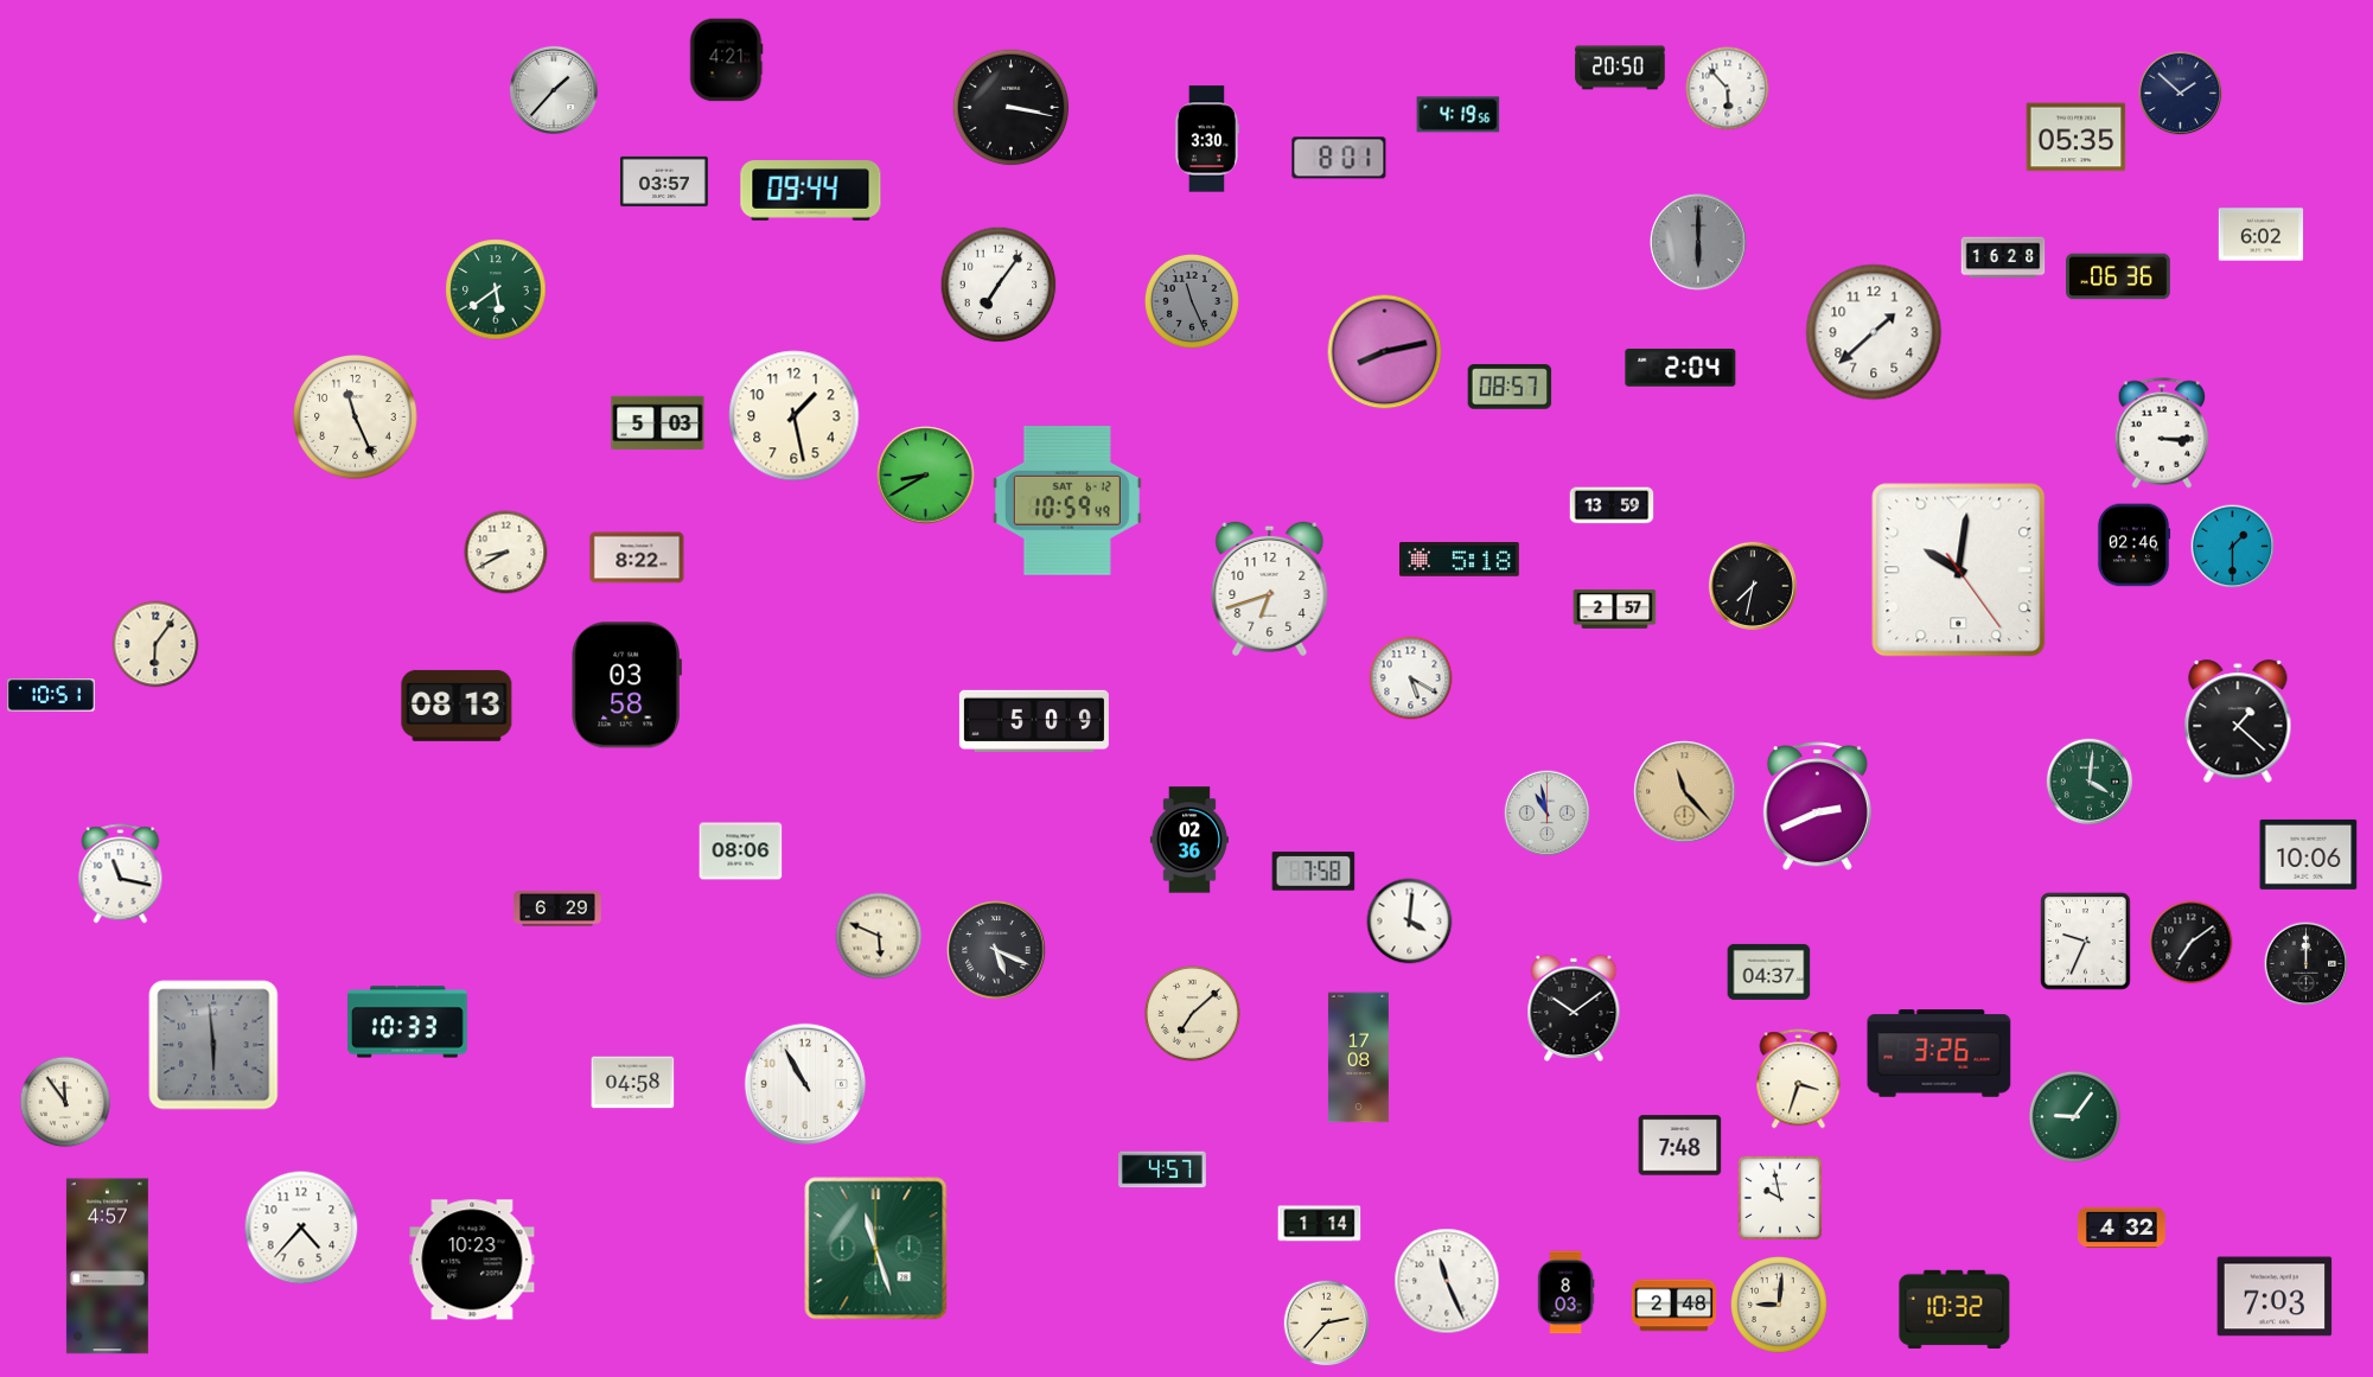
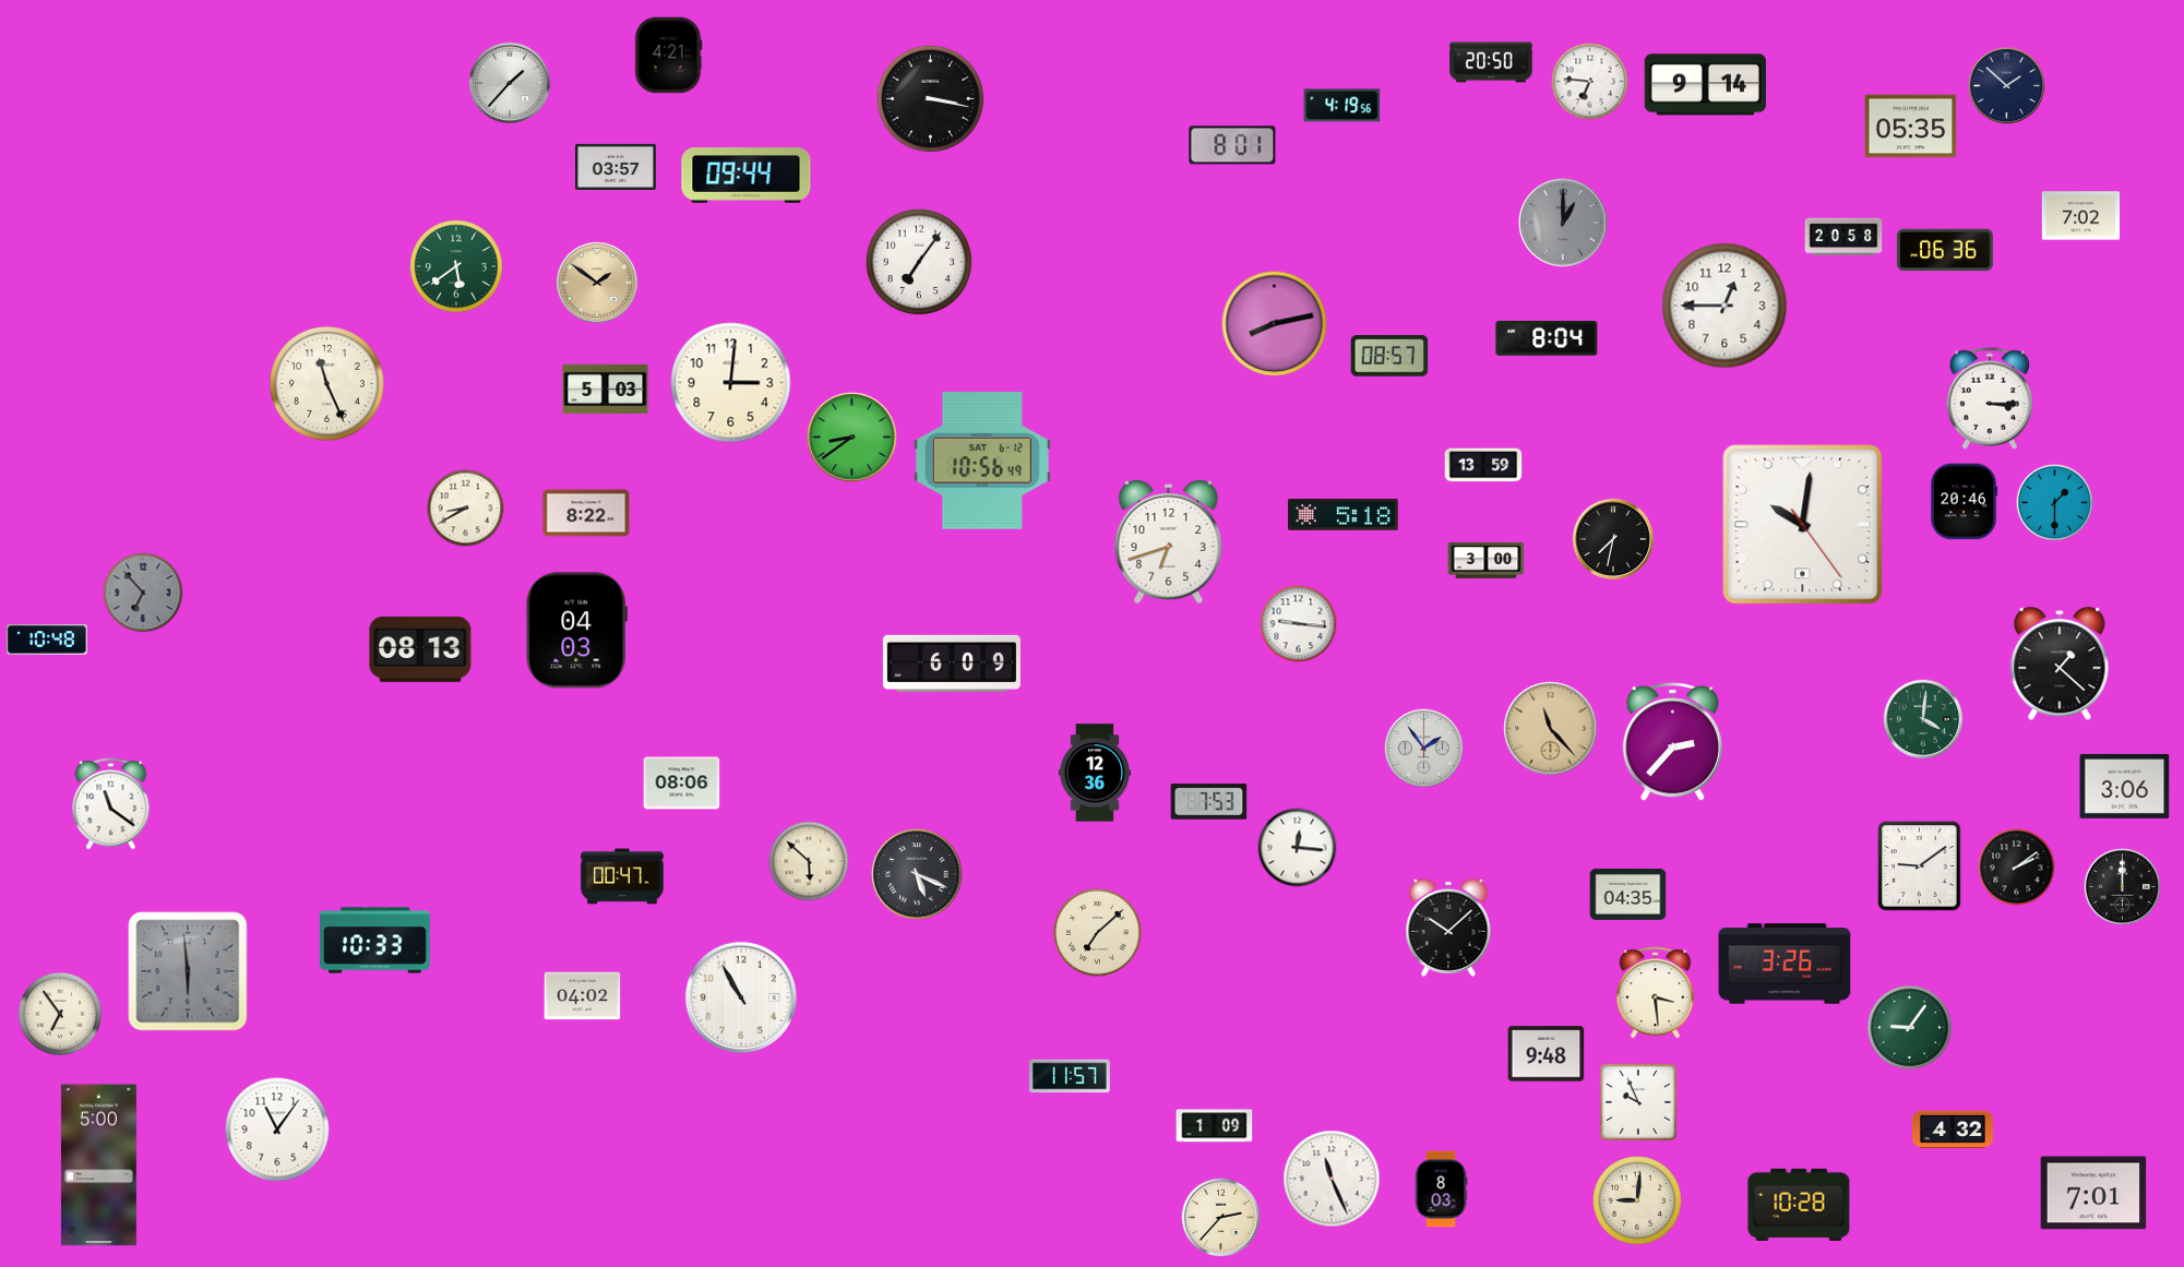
clock at (1728, 89): 5:53 -> 6:46
clock at (1705, 85): none -> 9:14
clock at (1207, 139): 3:30 -> none
clock at (665, 181) position: (665, 181) -> (617, 167)
clock at (2262, 235): 6:02 -> 7:02
clock at (1698, 242): 6:00 -> 1:00
clock at (2003, 257): 16:28 -> 20:58
clock at (2118, 276) position: (2118, 276) -> (1945, 250)
clock at (1192, 301): 11:26 -> none
clock at (597, 283): none -> 1:51
clock at (1874, 332): 1:38 -> 12:45
clock at (1680, 368): 2:04 -> 8:04
clock at (795, 416): 1:28 -> 3:01
clock at (926, 476): 8:40 -> 8:39
clock at (1067, 502): 10:59 -> 10:56
clock at (2133, 546): 02:46 -> 20:46
clock at (1615, 608): 2:57 -> 3:00
clock at (155, 644): 6:06 -> 6:53
clock at (155, 644) dial: cream -> grey
clock at (1411, 678): 5:20 -> 9:16
clock at (626, 686): 03:58 -> 04:03
clock at (52, 695): 10:51 -> 10:48
clock at (1034, 721): 5:09 -> 6:09
clock at (1817, 807): 2:41 -> 2:37
clock at (1548, 814): 10:58 -> 1:54
clock at (1189, 840): 02:36 -> 12:36
clock at (2309, 854): 10:06 -> 3:06
clock at (1314, 872): 7:58 -> 7:53
clock at (121, 874): 11:17 -> 11:21
clock at (559, 910): 6:29 -> none
clock at (1410, 922): 4:01 -> 12:16
clock at (879, 936): 5:49 -> 5:52
clock at (2086, 942): 9:34 -> 9:09
clock at (2192, 943): 7:09 -> 2:09
clock at (622, 876): none -> 00:47
clock at (1769, 971): 04:37 -> 04:35
clock at (1574, 1008): 10:09 -> 10:08
clock at (213, 1045) position: (213, 1045) -> (188, 971)
clock at (1939, 1053) position: (1939, 1053) -> (1785, 964)
clock at (1358, 1058): 17:08 -> none
clock at (1799, 1079): 3:33 -> 3:29
clock at (633, 1083): 04:58 -> 04:02
clock at (65, 1102): 11:54 -> 6:54
clock at (1680, 1146): 7:48 -> 9:48
clock at (1163, 1169): 4:57 -> 11:57
clock at (1780, 1198): 9:58 -> 9:56
clock at (1320, 1224): 1:14 -> 1:09
clock at (301, 1228): 4:37 -> 11:06
clock at (876, 1249): 11:27 -> none
clock at (472, 1260): 10:23 -> none
clock at (107, 1267): 4:57 -> 5:00
clock at (2275, 1296): 7:03 -> 7:01
clock at (1675, 1306): 2:48 -> none
clock at (1954, 1309): 10:32 -> 10:28
